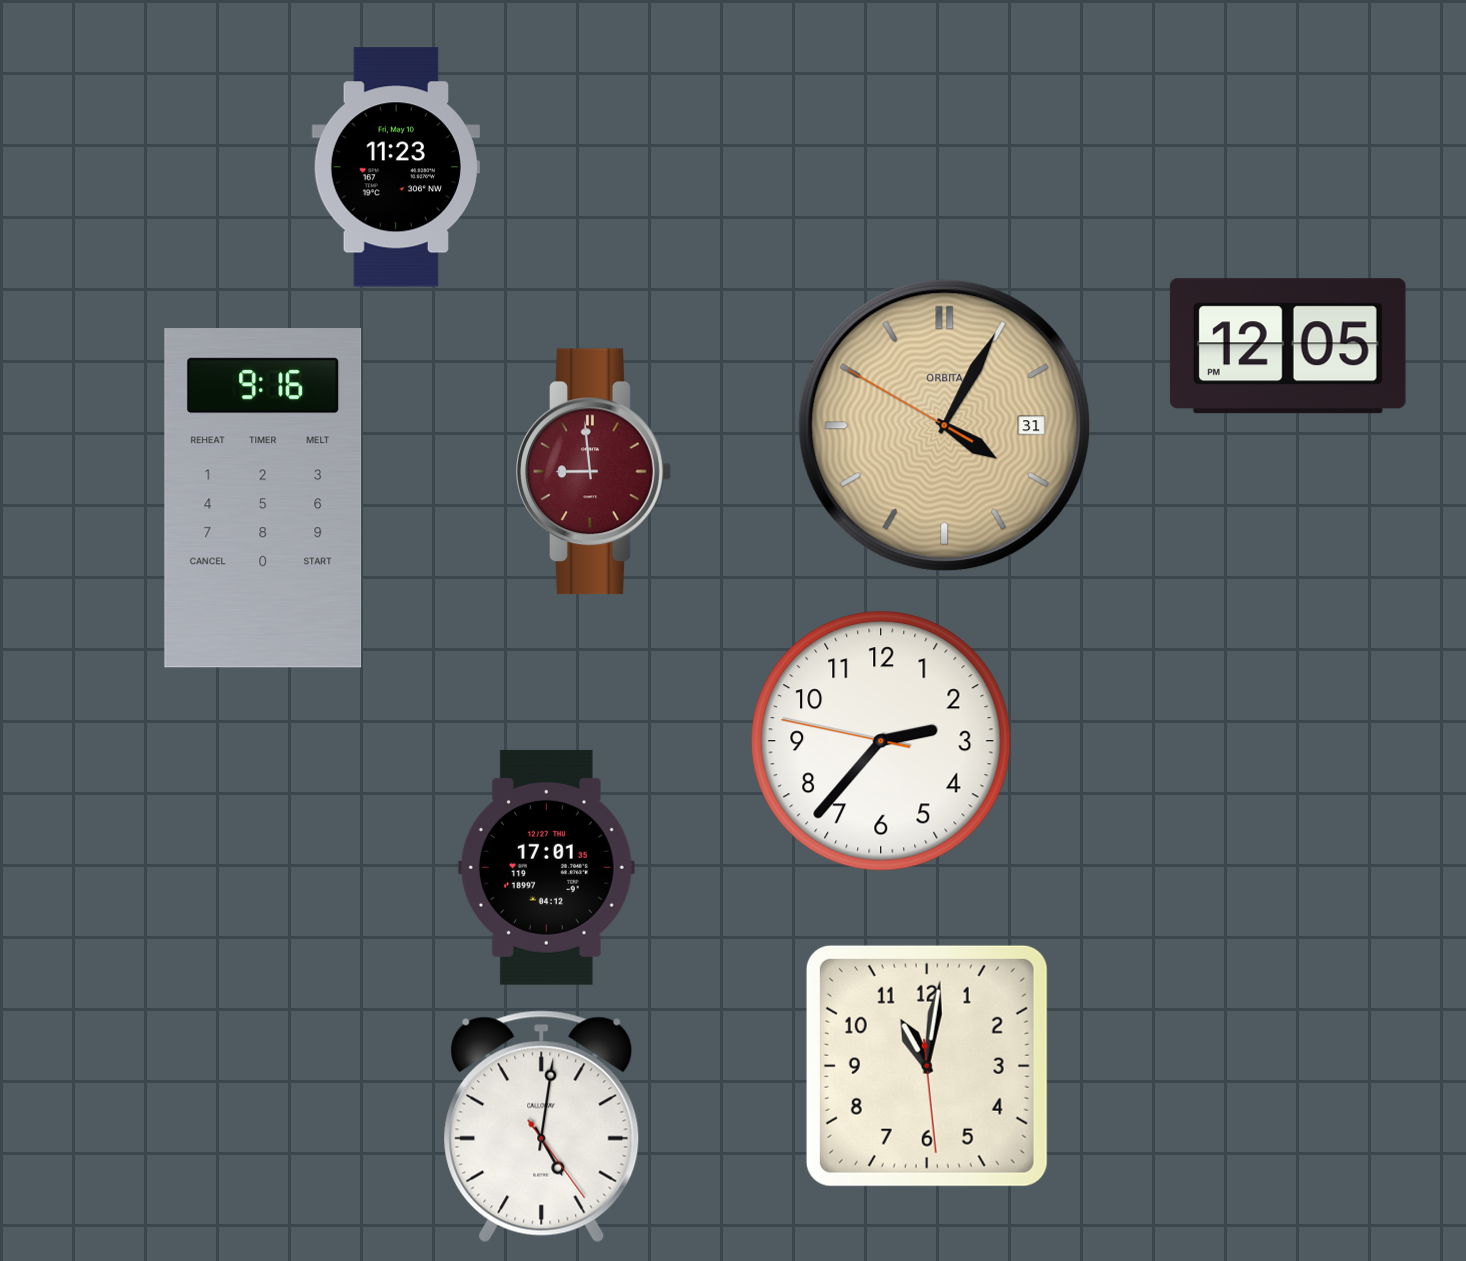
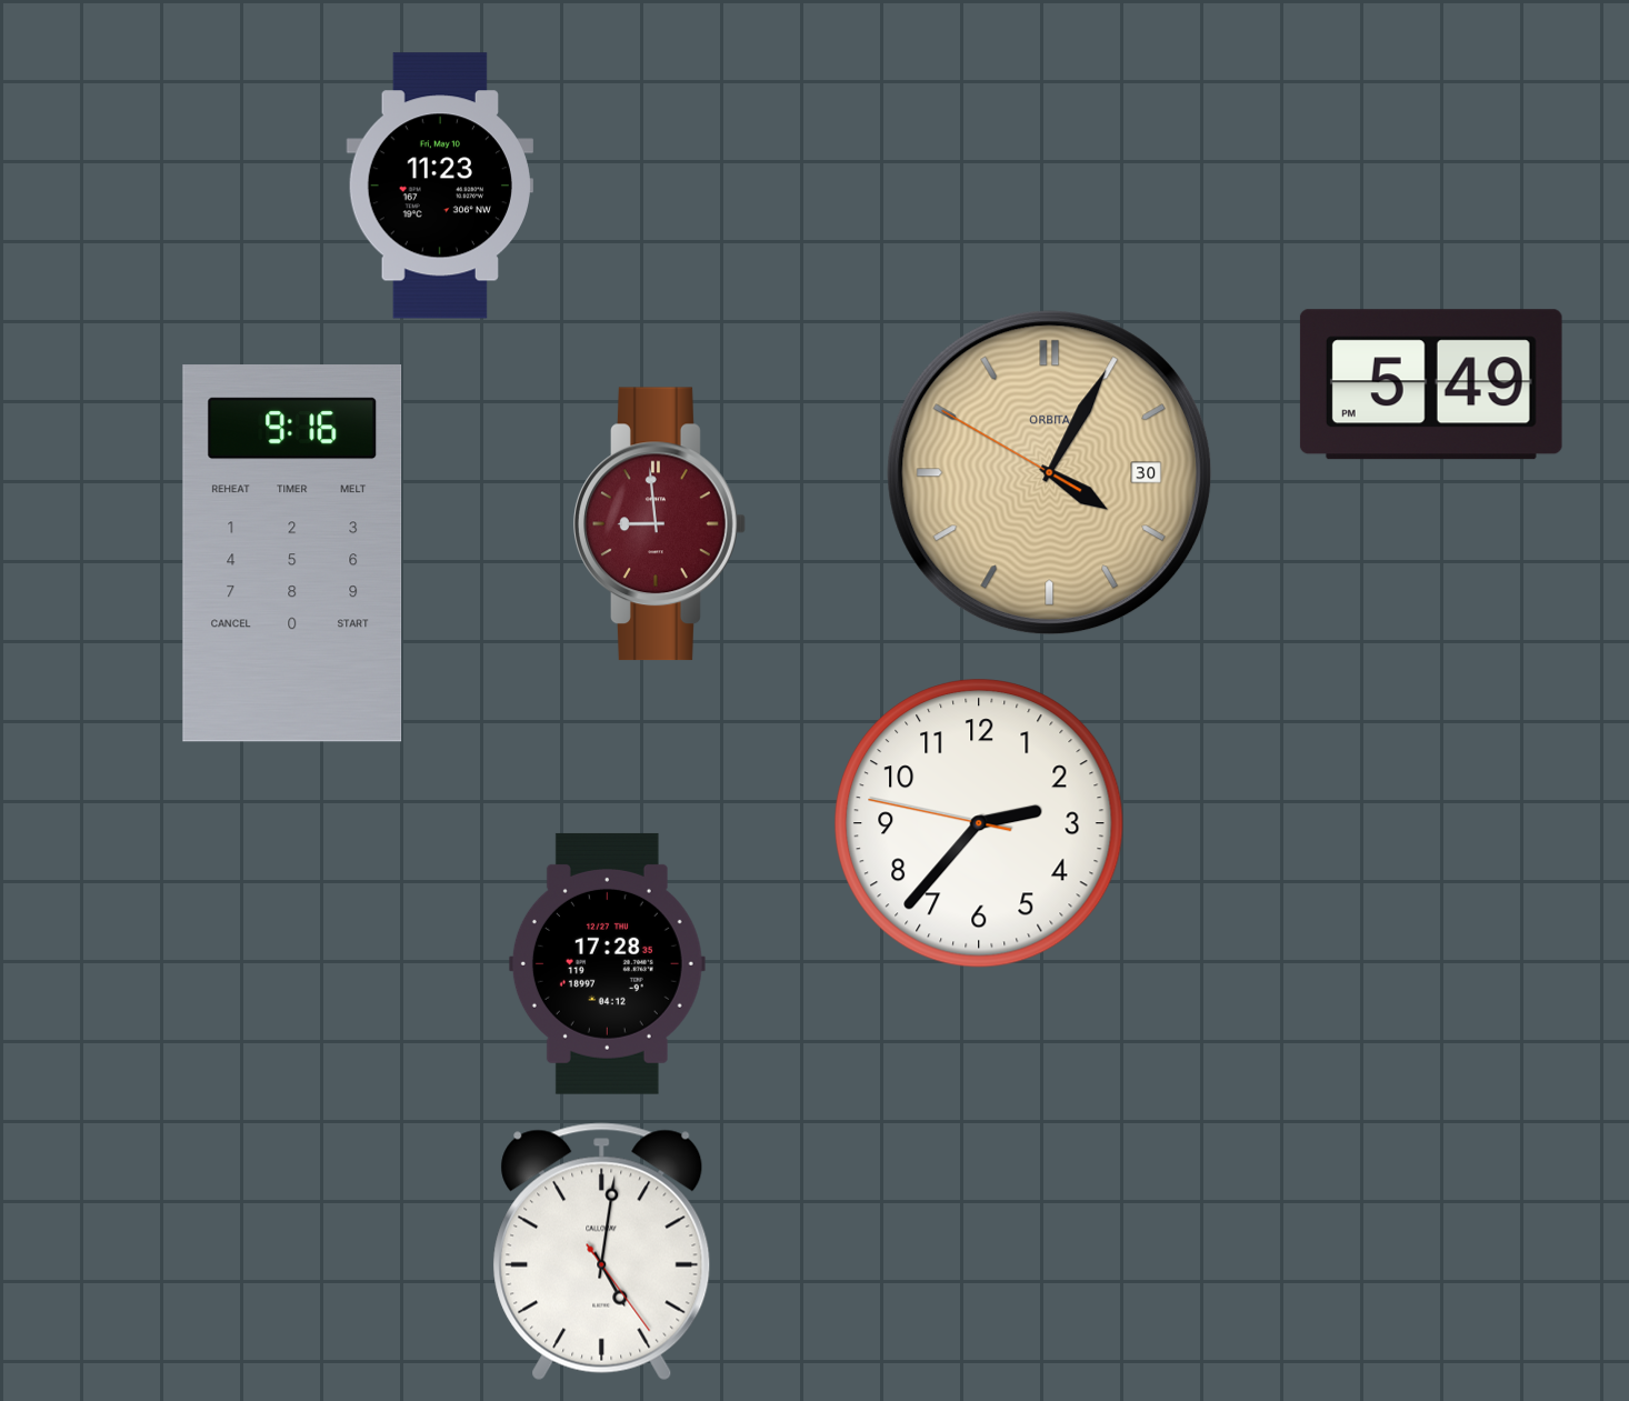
clock at (1288, 346): 12:05 -> 5:49
clock at (945, 426) date: 31 -> 30
clock at (546, 867): 17:01 -> 17:28
clock at (927, 1066): 11:01 -> none
